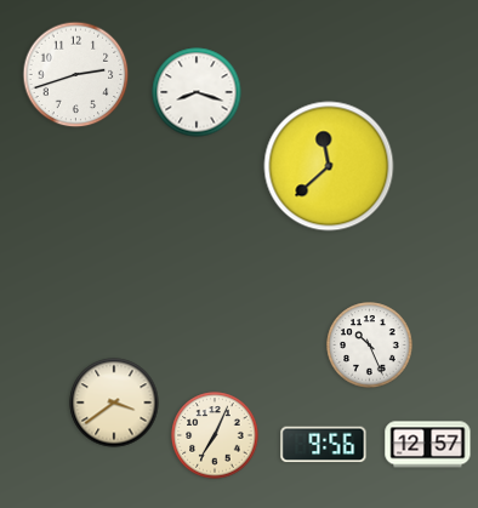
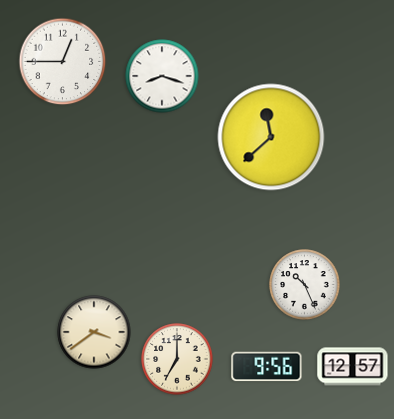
clock at (76, 75): 2:42 -> 12:45
clock at (215, 435): 7:04 -> 7:00
